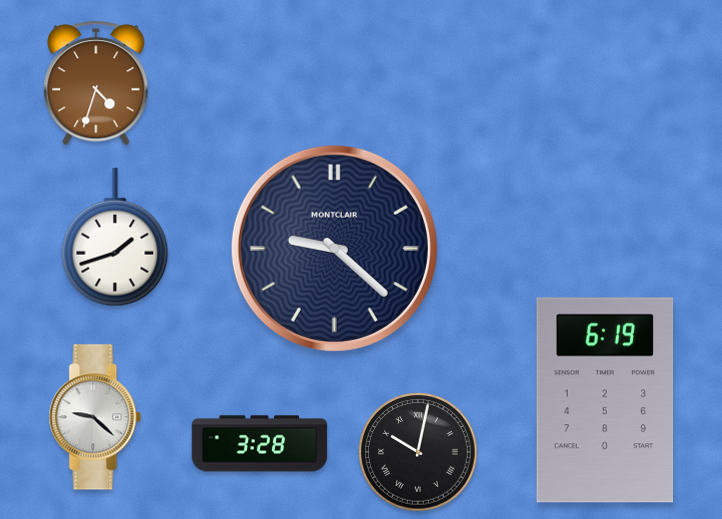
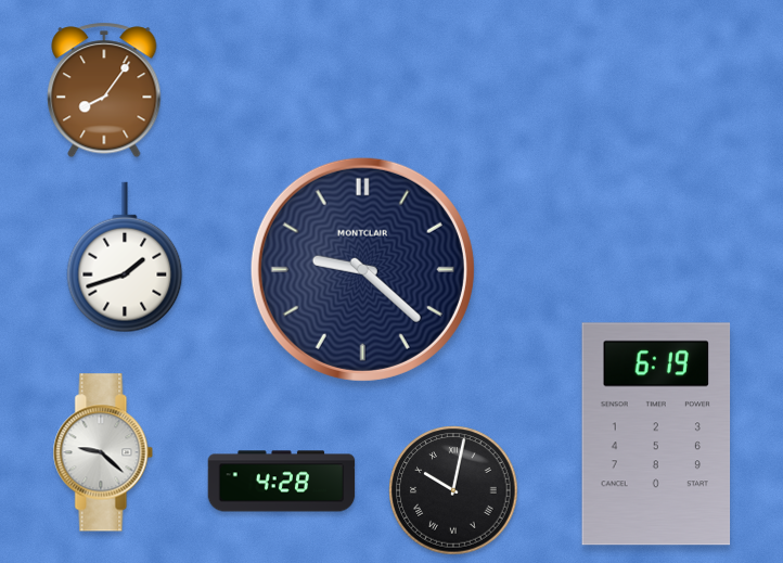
clock at (96, 83): 4:33 -> 8:06
clock at (260, 444): 3:28 -> 4:28
